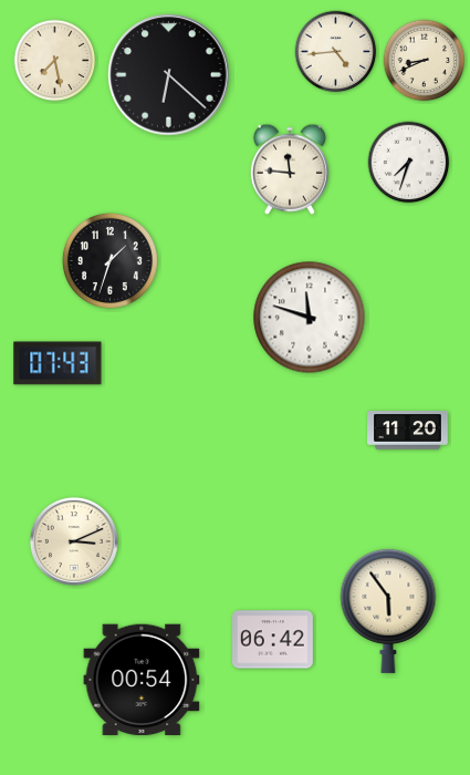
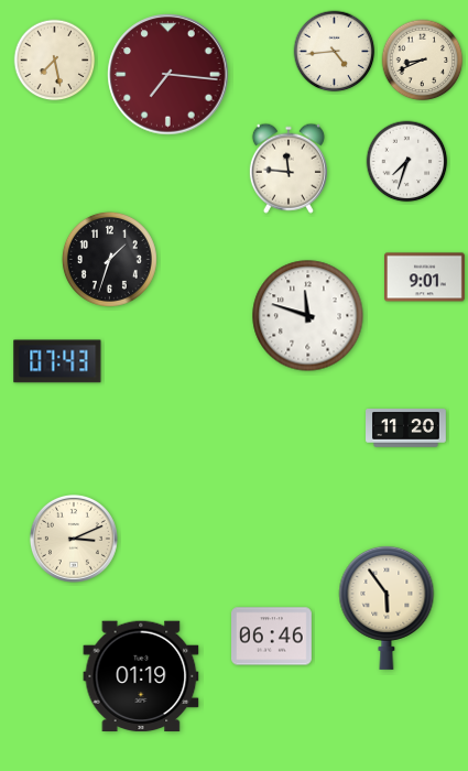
clock at (169, 75): 6:22 -> 7:16
clock at (169, 75) dial: black -> burgundy
clock at (425, 278): none -> 9:01
clock at (273, 640): 06:42 -> 06:46
clock at (142, 680): 00:54 -> 01:19
